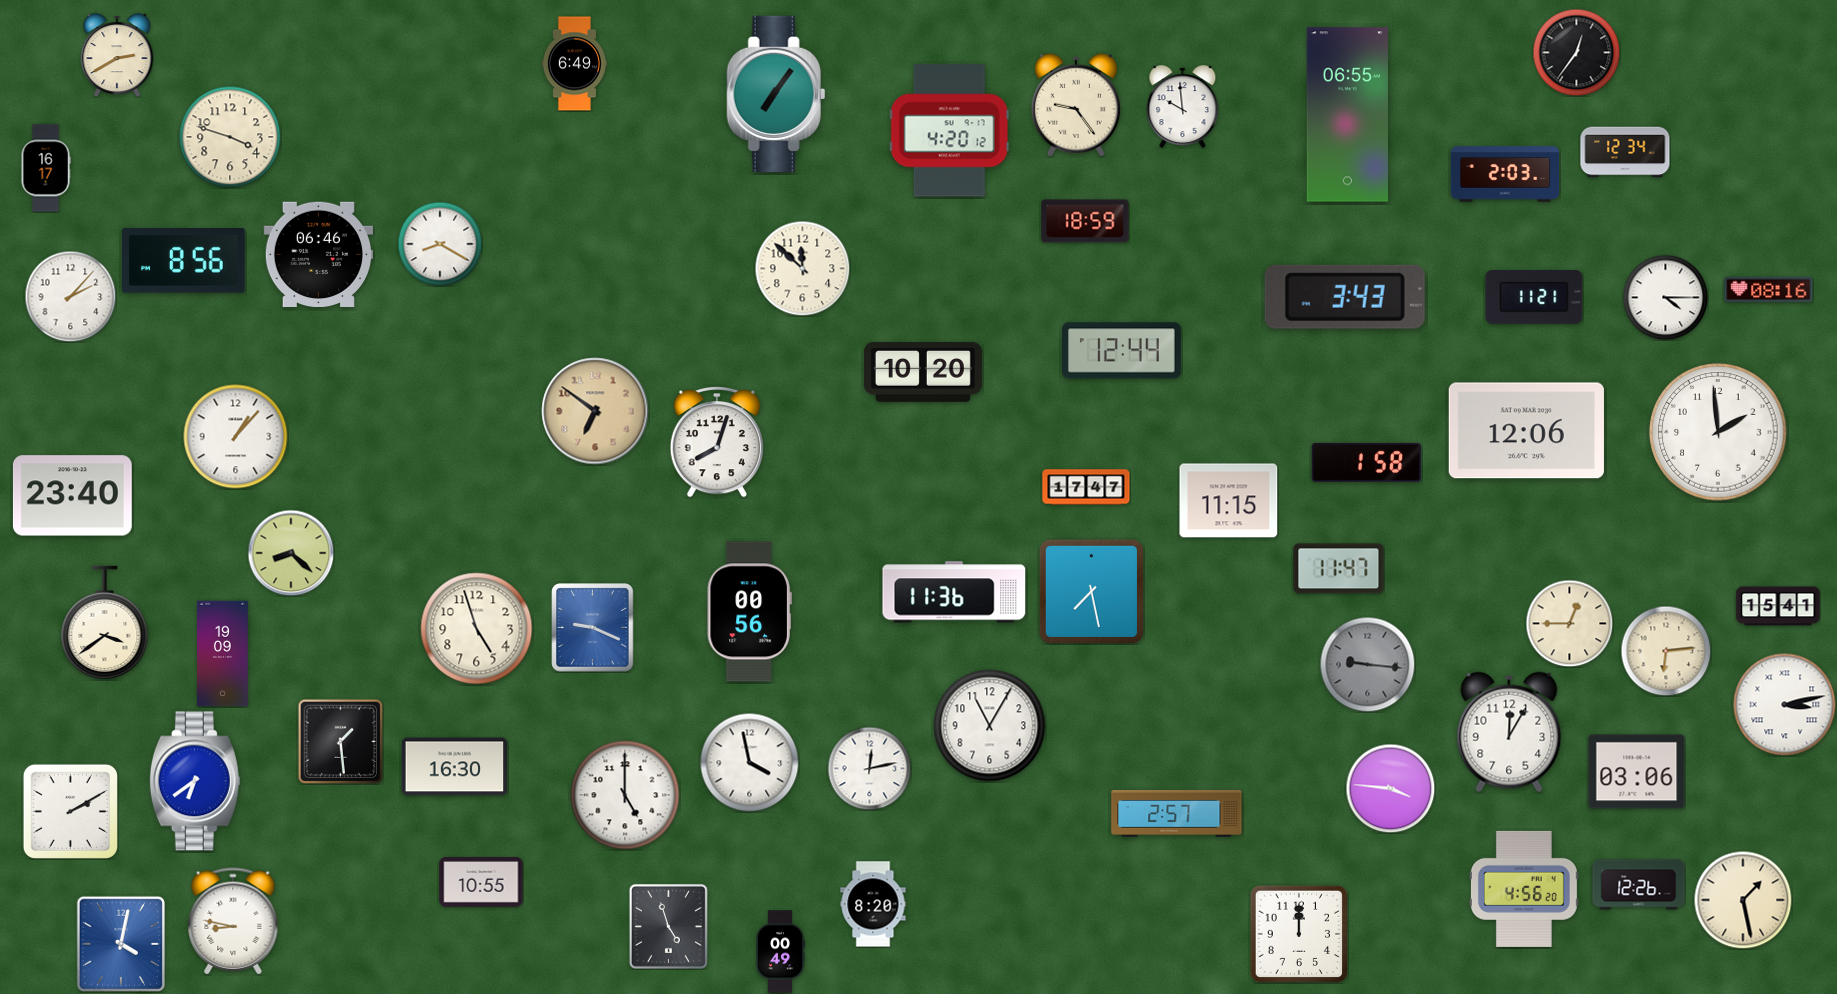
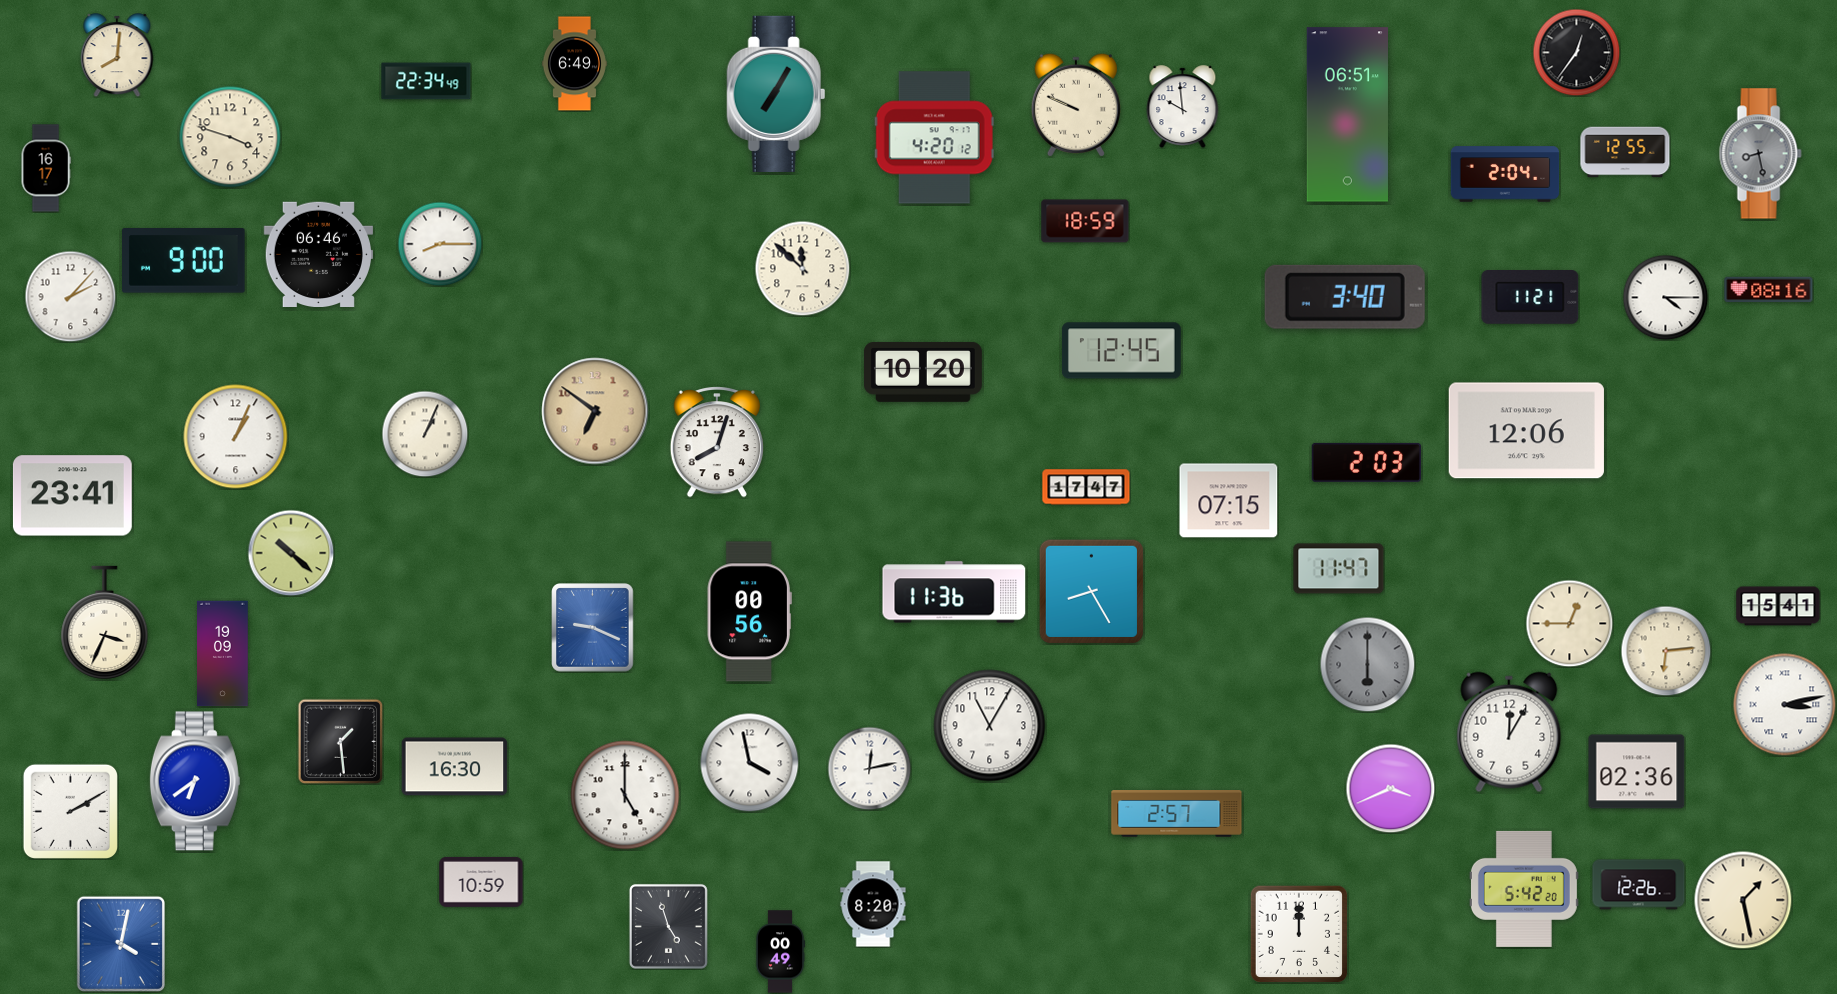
clock at (117, 55): 2:40 -> 8:01
clock at (426, 81): none -> 22:34
clock at (776, 94): 7:06 -> 7:05
clock at (1076, 105): 9:24 -> 9:49
clock at (1347, 115): 06:55 -> 06:51
clock at (949, 131) position: (949, 131) -> (934, 138)
clock at (1625, 152): 12:34 -> 12:55
clock at (1760, 154): none -> 8:28
clock at (1505, 174): 2:03 -> 2:04
clock at (440, 244): 8:20 -> 8:15
clock at (184, 261): 8:56 -> 9:00
clock at (1345, 297): 3:43 -> 3:40
clock at (1534, 298) position: (1534, 298) -> (1530, 298)
clock at (1121, 351): 12:44 -> 12:45
clock at (1718, 432): 1:59 -> none
clock at (425, 434): none -> 1:04
clock at (236, 437): 1:07 -> 1:04
clock at (1366, 462): 1:58 -> 2:03
clock at (72, 496): 23:40 -> 23:41
clock at (1229, 501): 11:15 -> 07:15
clock at (291, 553): 8:22 -> 10:22
clock at (1091, 591): 7:28 -> 8:25
clock at (105, 622): 3:39 -> 3:34
clock at (477, 629): 4:57 -> none
clock at (1367, 664): 9:16 -> 6:00
clock at (1637, 772): 03:06 -> 02:36
clock at (1390, 788): 3:46 -> 3:41
clock at (481, 882): 10:55 -> 10:59
clock at (1524, 889): 4:56 -> 5:42
clock at (233, 921): 8:47 -> none
